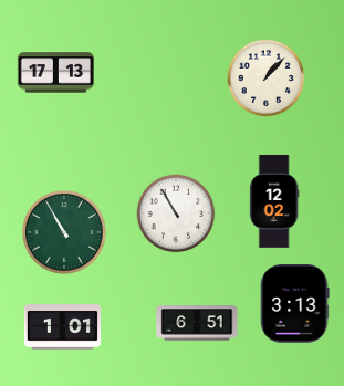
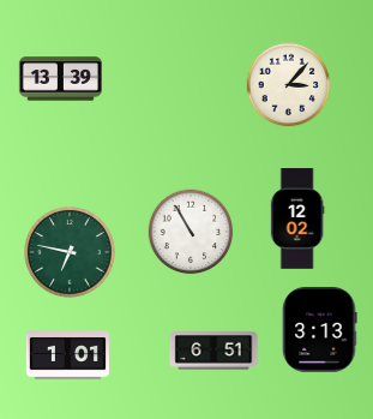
clock at (55, 73): 17:13 -> 13:39
clock at (267, 79): 1:07 -> 3:07
clock at (65, 233): 10:55 -> 6:47
